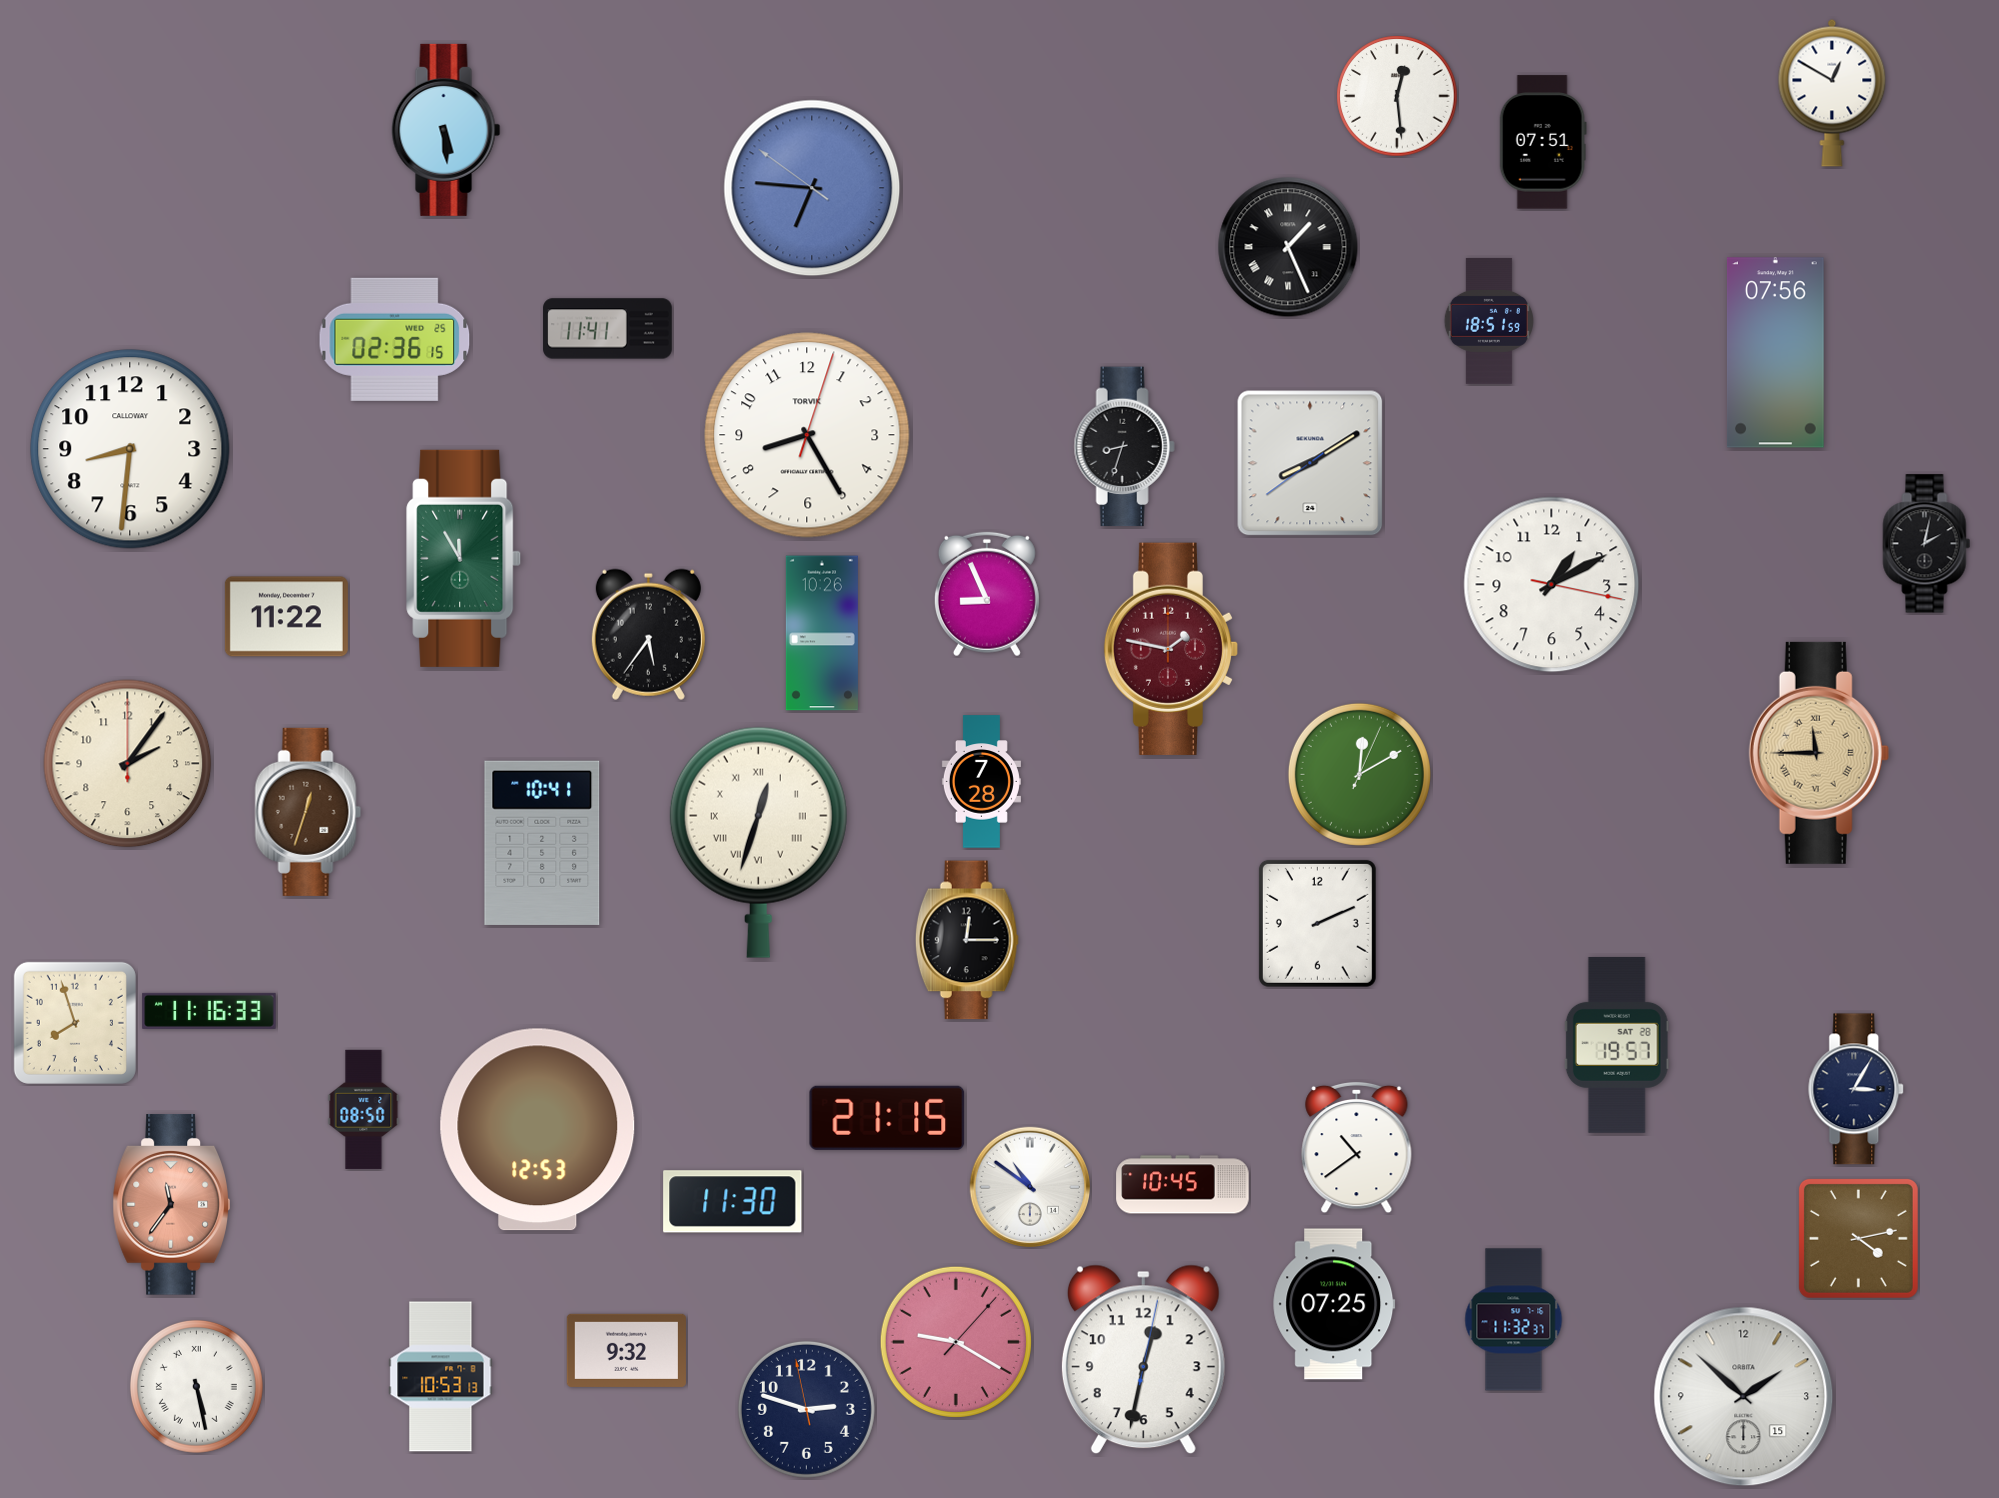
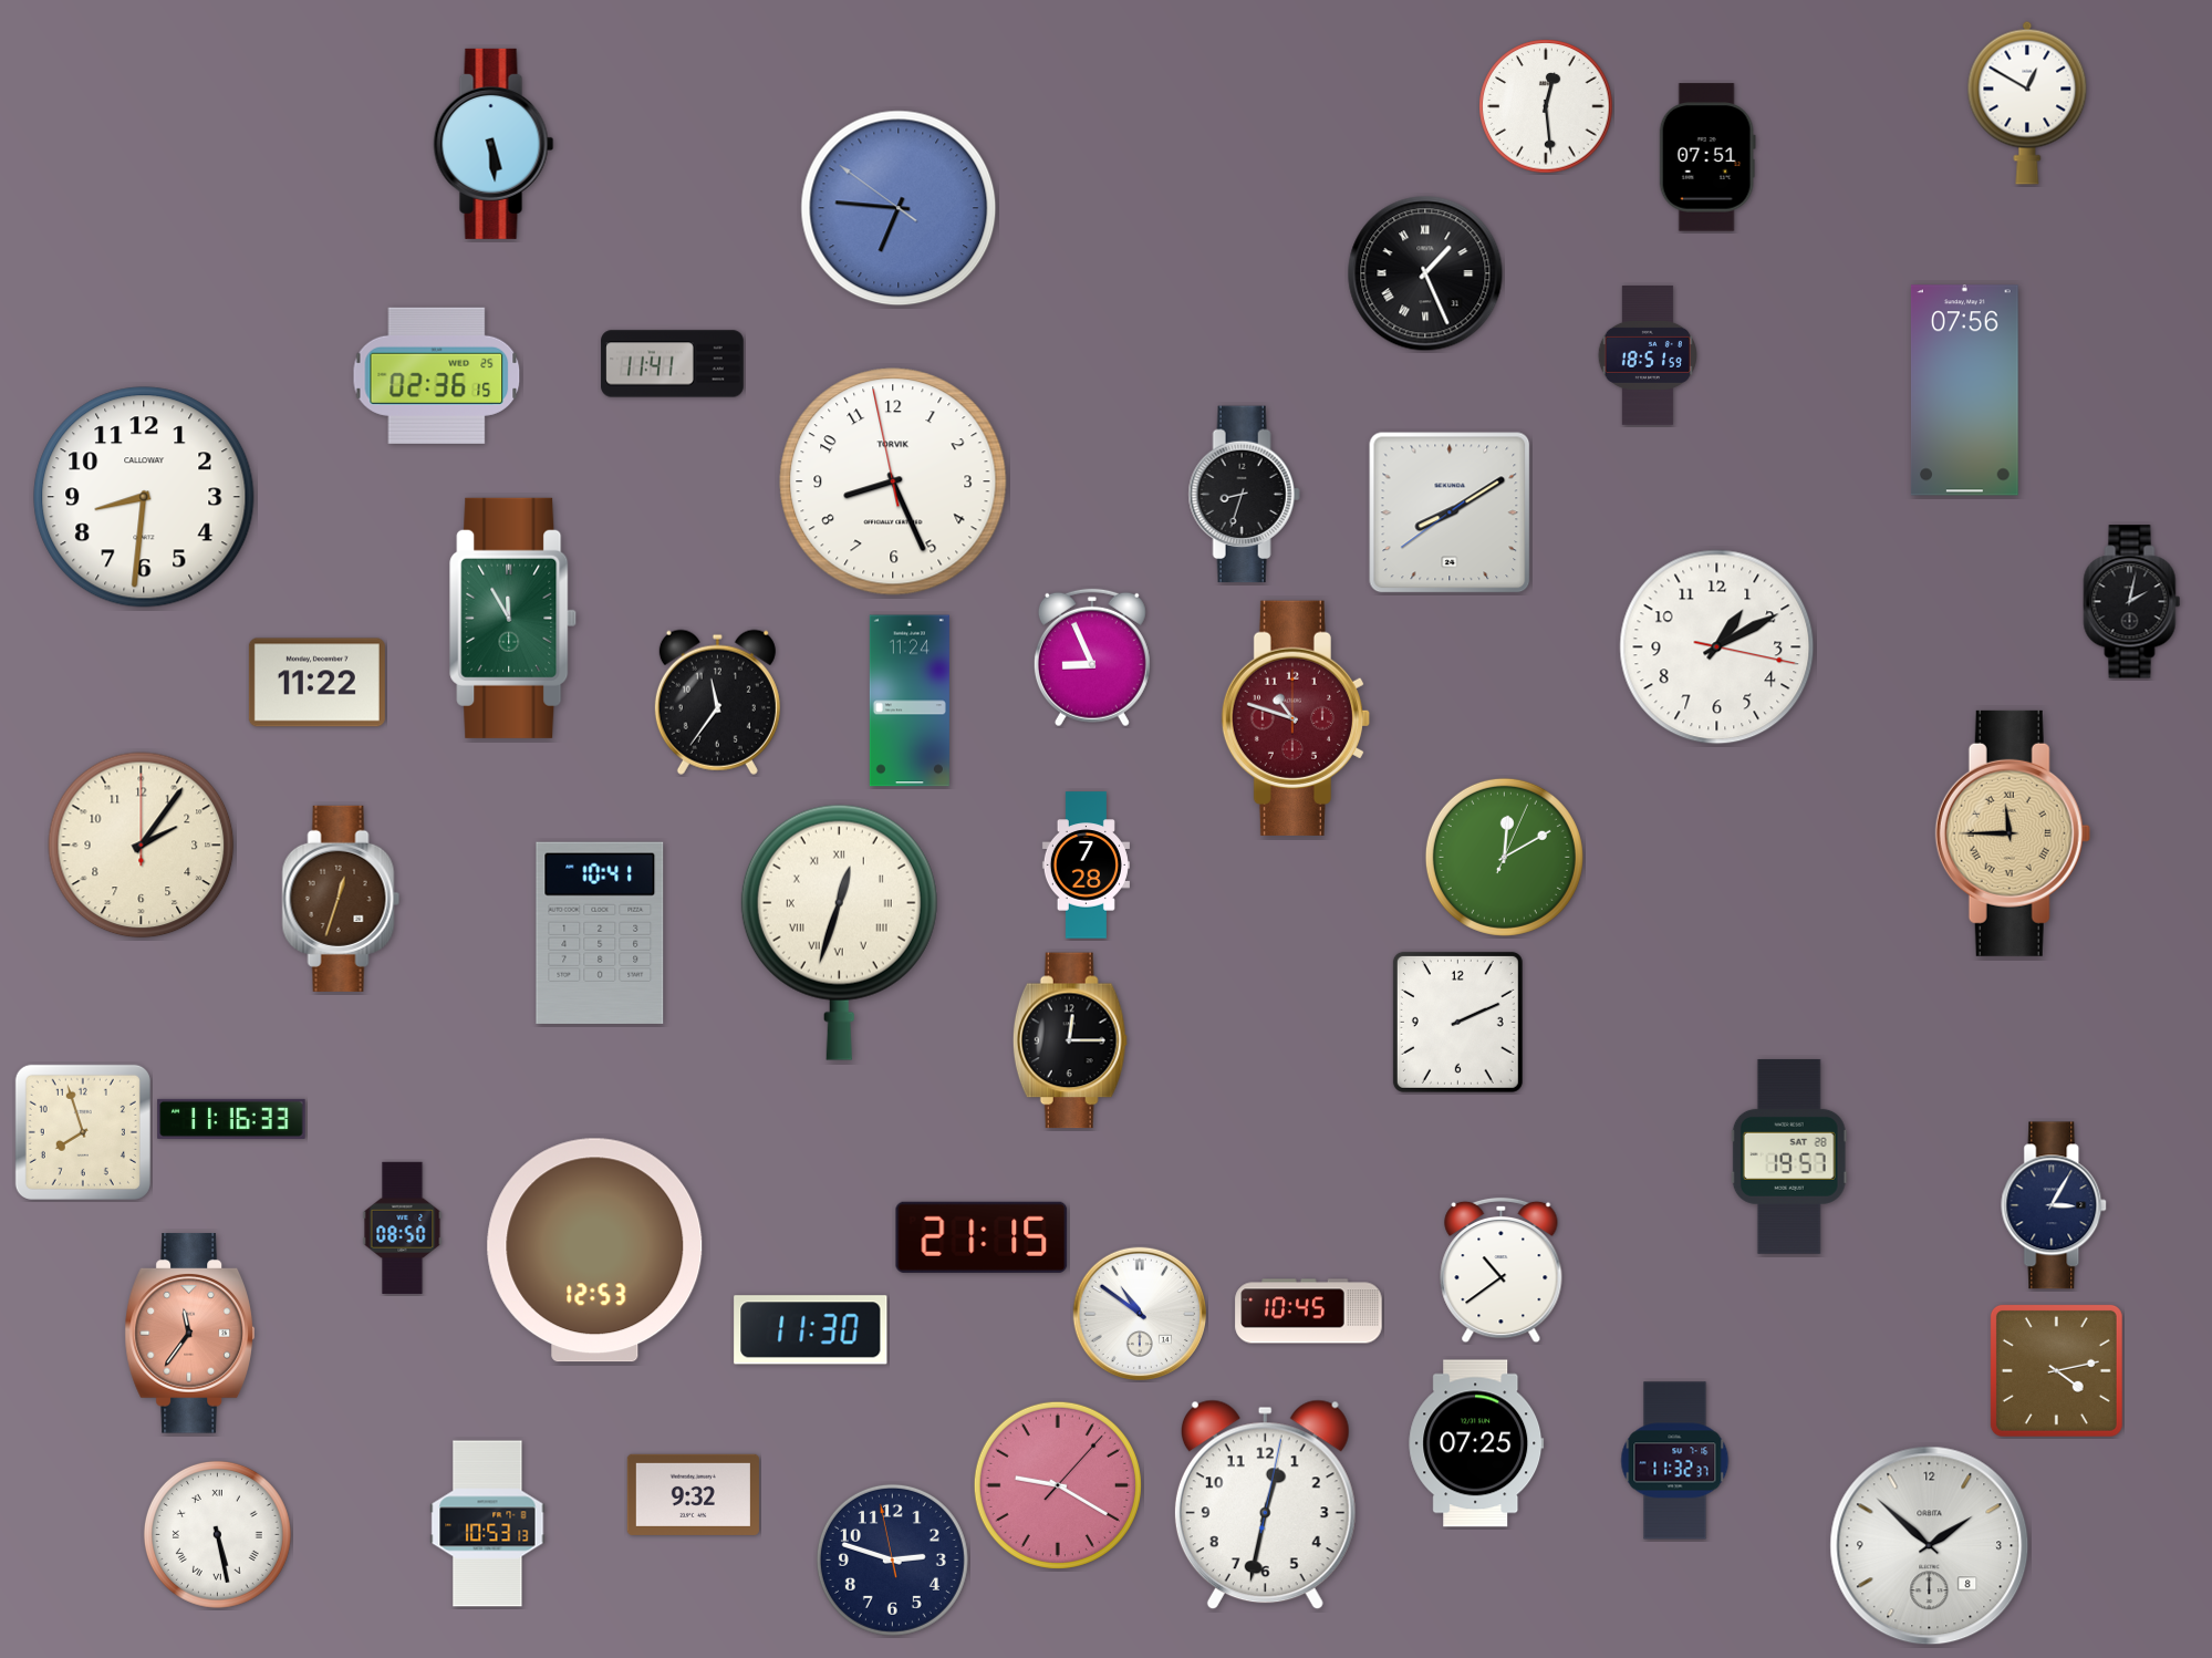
clock at (807, 435): 8:25:03 -> 8:25:58
clock at (822, 633): 10:26 -> 11:24
clock at (648, 634): 5:36 -> 11:36
clock at (1170, 649): 1:47 -> 10:48
clock at (1744, 1397) date: 15 -> 8
